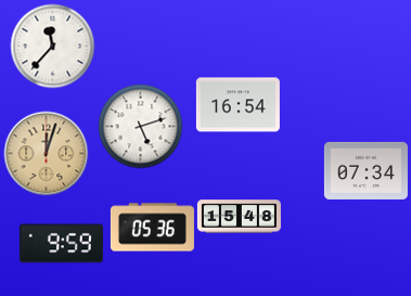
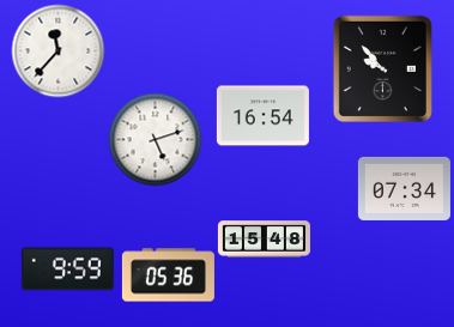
clock at (382, 68): none -> 9:53
clock at (46, 153): 12:03 -> none
clock at (152, 228) position: (152, 228) -> (168, 275)
